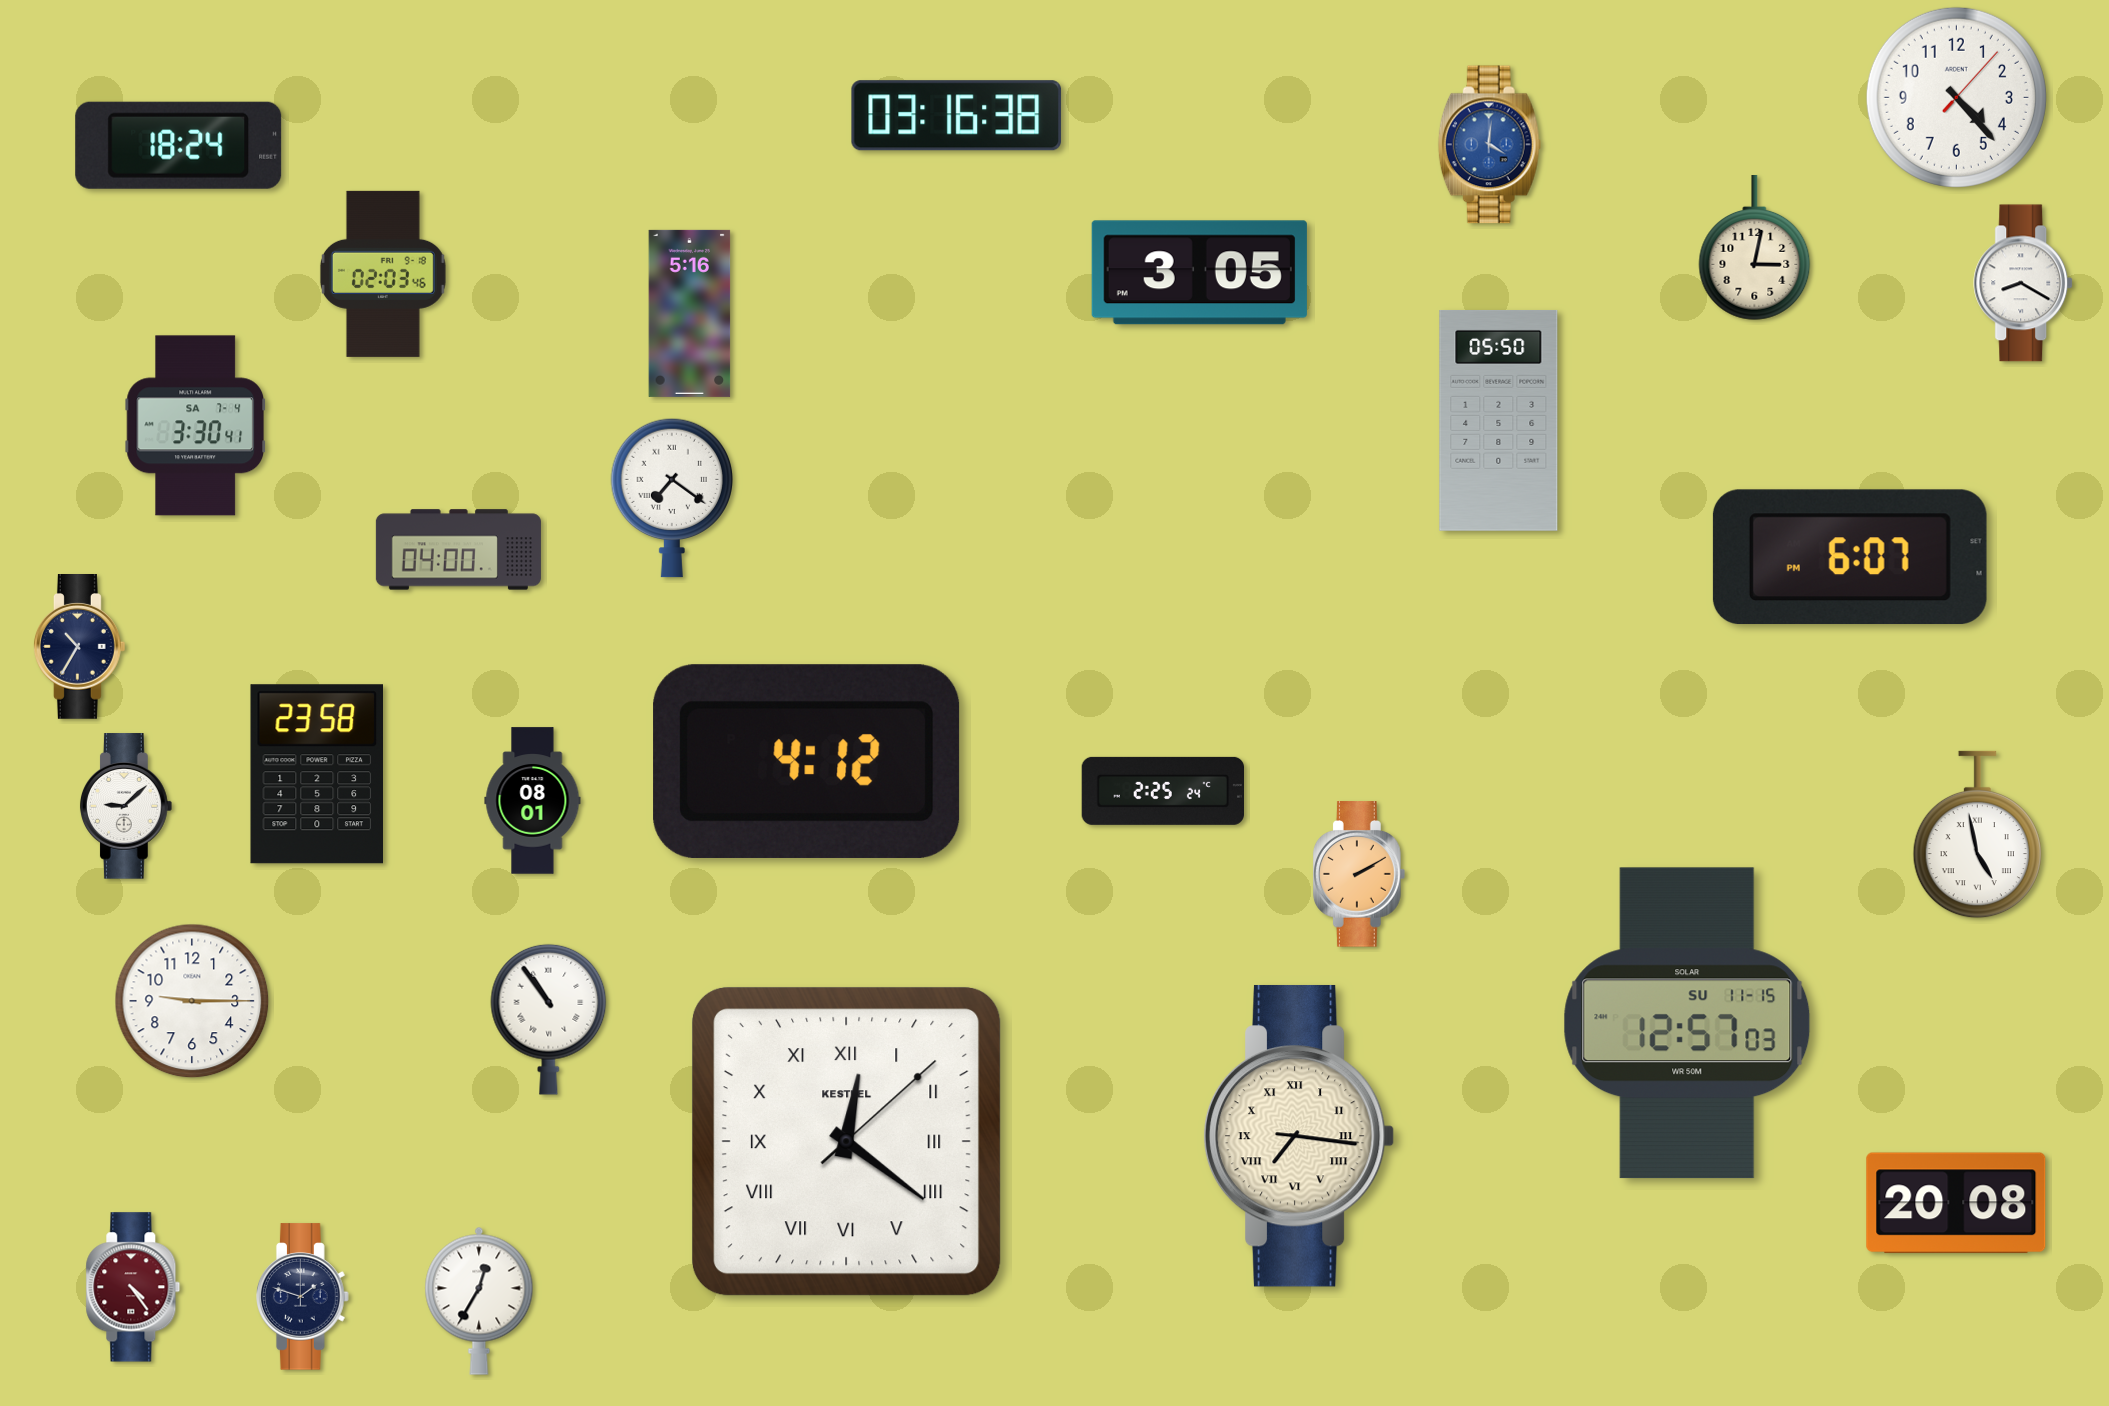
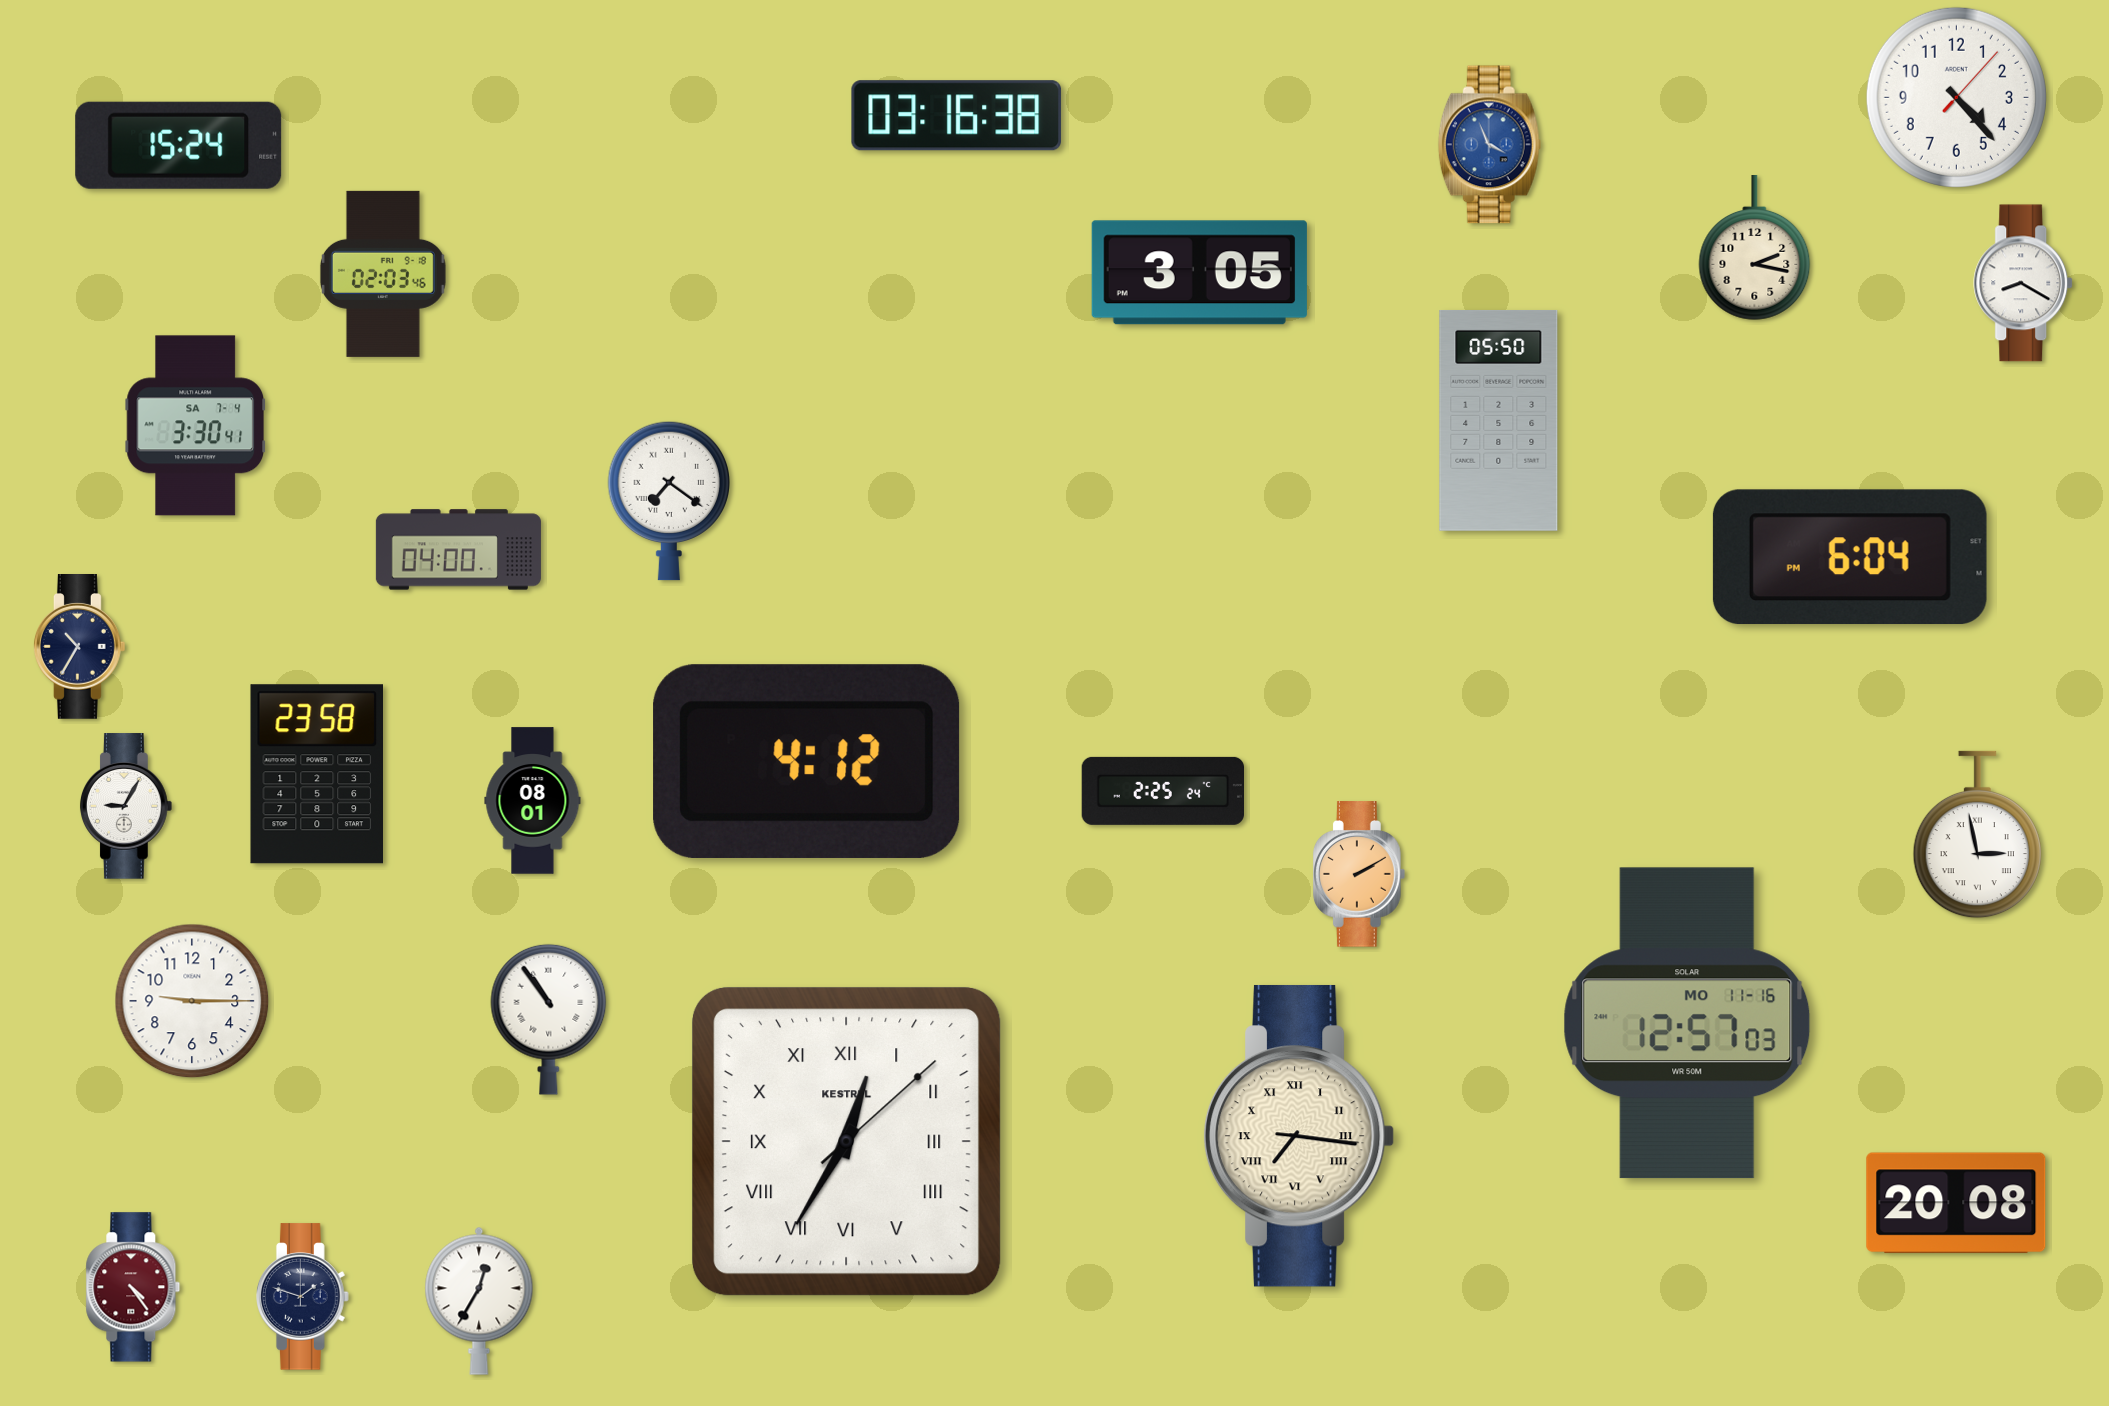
clock at (179, 145): 18:24 -> 15:24
clock at (1489, 145): 4:01 -> 3:56
clock at (1755, 248): 3:02 -> 2:17
clock at (690, 313): 5:16 -> none
clock at (671, 498) position: (671, 498) -> (668, 501)
clock at (1850, 557): 6:07 -> 6:04
clock at (126, 806): 9:08 -> 9:05
clock at (1977, 835): 4:58 -> 2:58
clock at (1687, 1023) date: SU 11-15 -> MO 11-16
clock at (846, 1141): 12:21 -> 12:35
